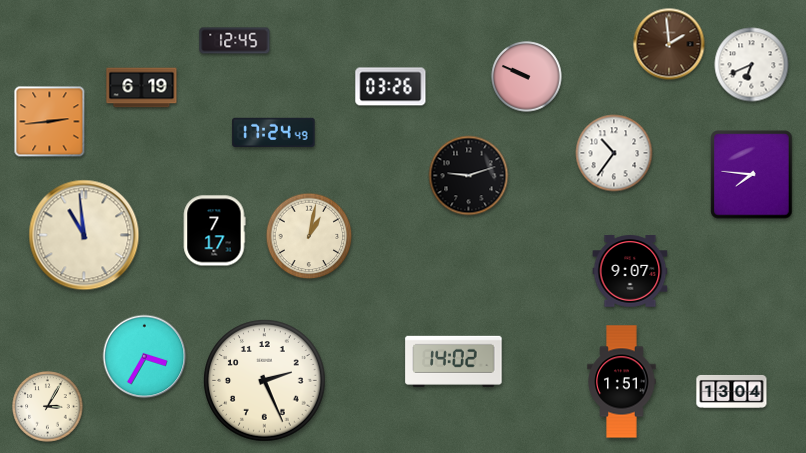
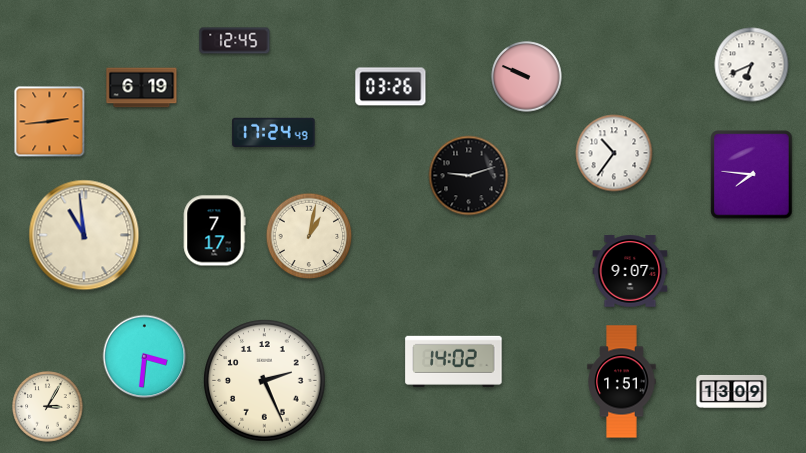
clock at (669, 44): 1:59 -> none
clock at (145, 357): 3:35 -> 3:31
clock at (732, 391): 13:04 -> 13:09
